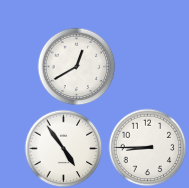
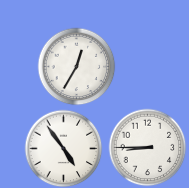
clock at (76, 66): 12:40 -> 12:35
